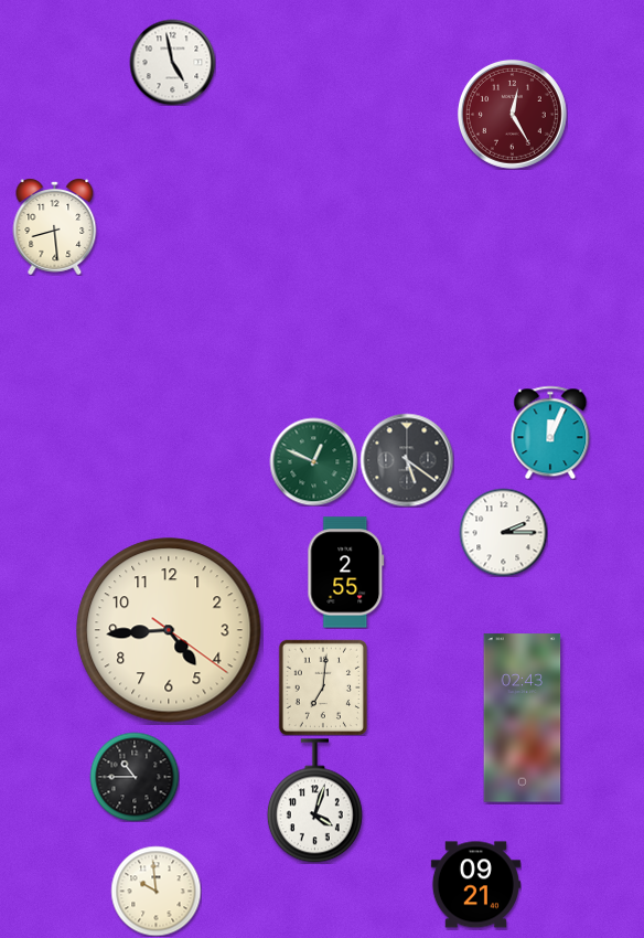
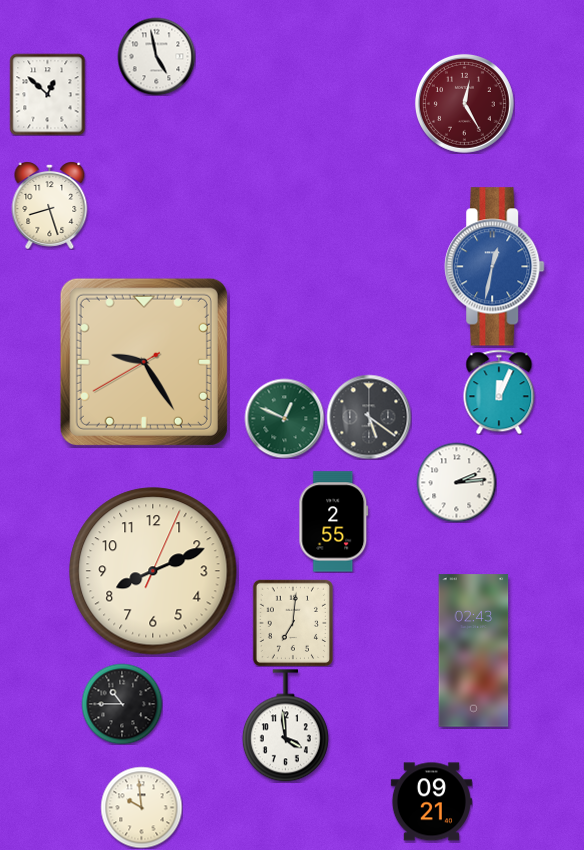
clock at (48, 94): none -> 12:52
clock at (55, 226): 8:29 -> 8:27
clock at (495, 267): none -> 12:32
clock at (144, 362): none -> 9:24
clock at (503, 532): 2:15 -> 2:14
clock at (346, 573) position: (346, 573) -> (334, 522)
clock at (169, 630): 4:44 -> 8:11
clock at (314, 801): 4:03 -> 3:59
